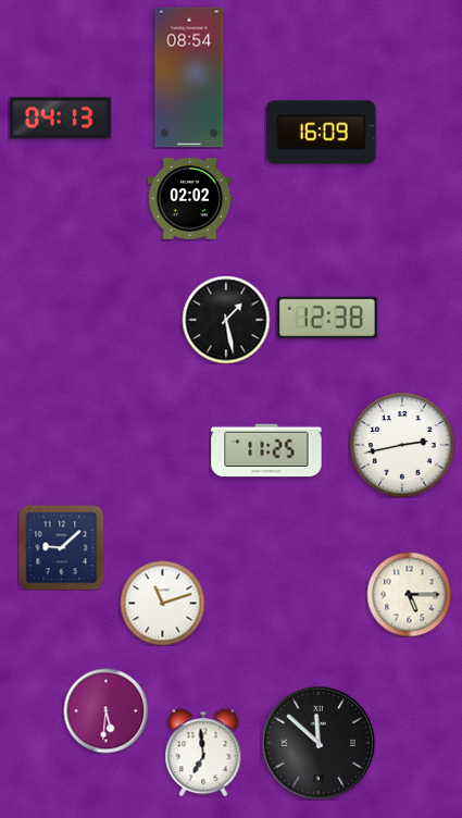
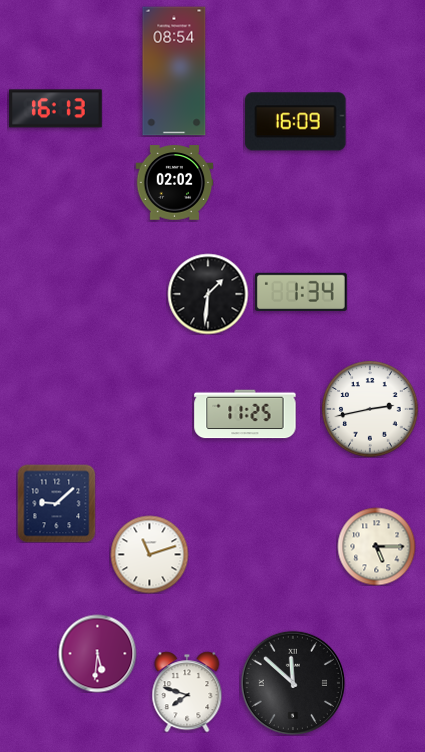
clock at (60, 119): 04:13 -> 16:13
clock at (327, 317): 12:38 -> 1:34
clock at (226, 320): 1:28 -> 1:31
clock at (203, 753): 6:59 -> 7:48
